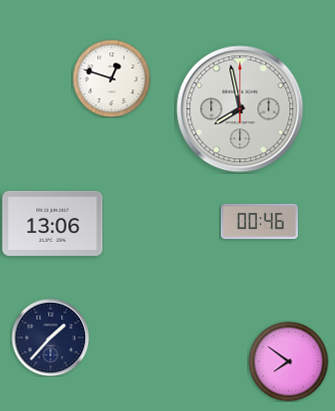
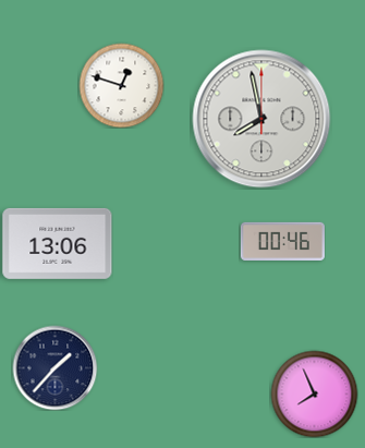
clock at (288, 361): 7:51 -> 7:56
